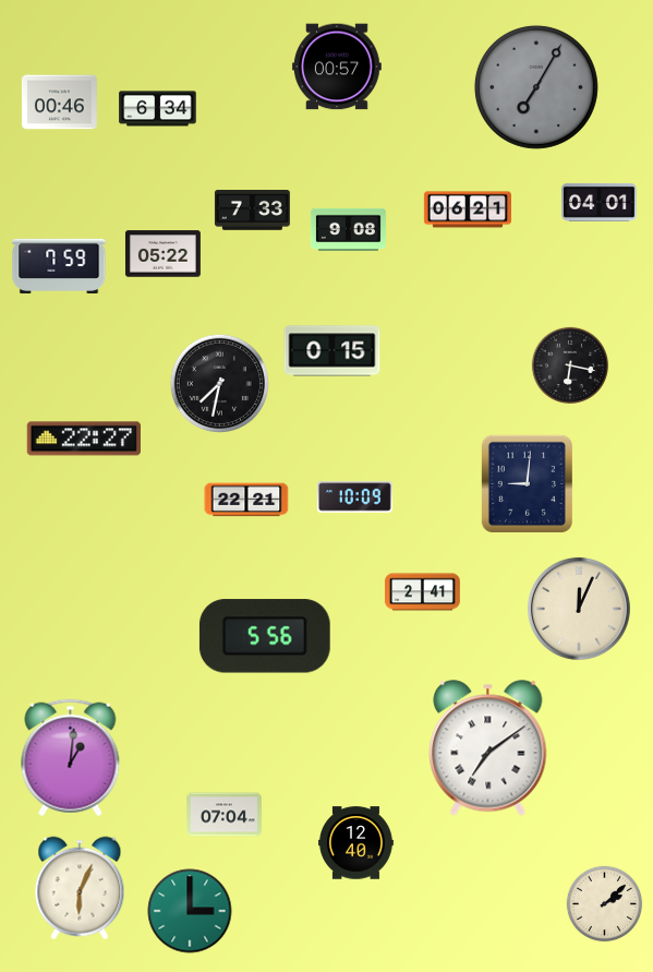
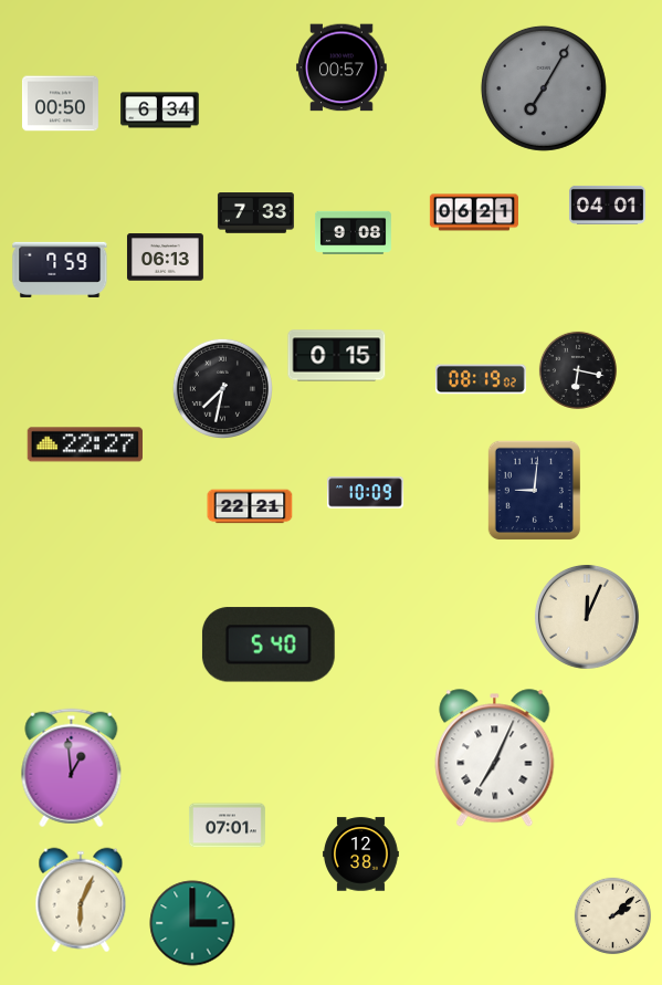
clock at (59, 103): 00:46 -> 00:50
clock at (162, 254): 05:22 -> 06:13
clock at (481, 379): none -> 08:19
clock at (354, 497) position: (354, 497) -> (365, 493)
clock at (422, 592): 2:41 -> none
clock at (265, 636): 5:56 -> 5:40
clock at (488, 748): 7:09 -> 7:04
clock at (71, 758): 1:01 -> 12:59
clock at (223, 815): 07:04 -> 07:01
clock at (355, 843): 12:40 -> 12:38
